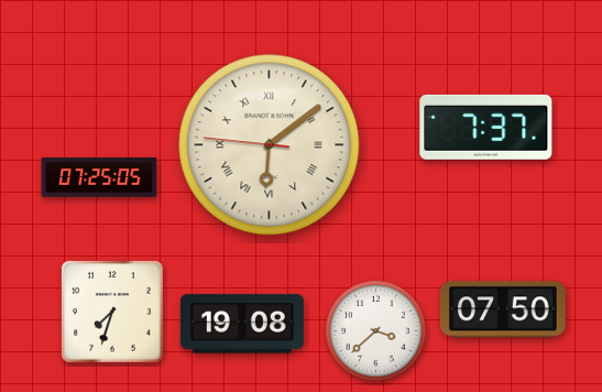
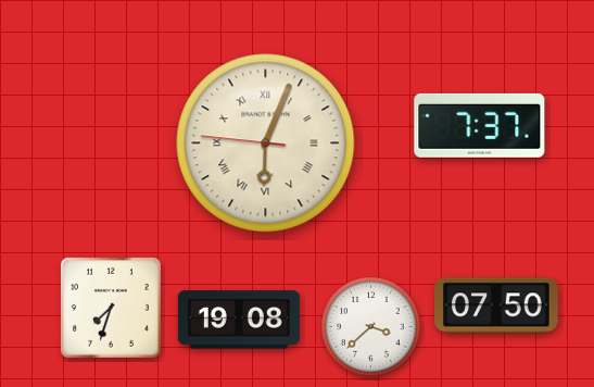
clock at (270, 145): 6:08 -> 6:03
clock at (99, 177): 07:25 -> none
